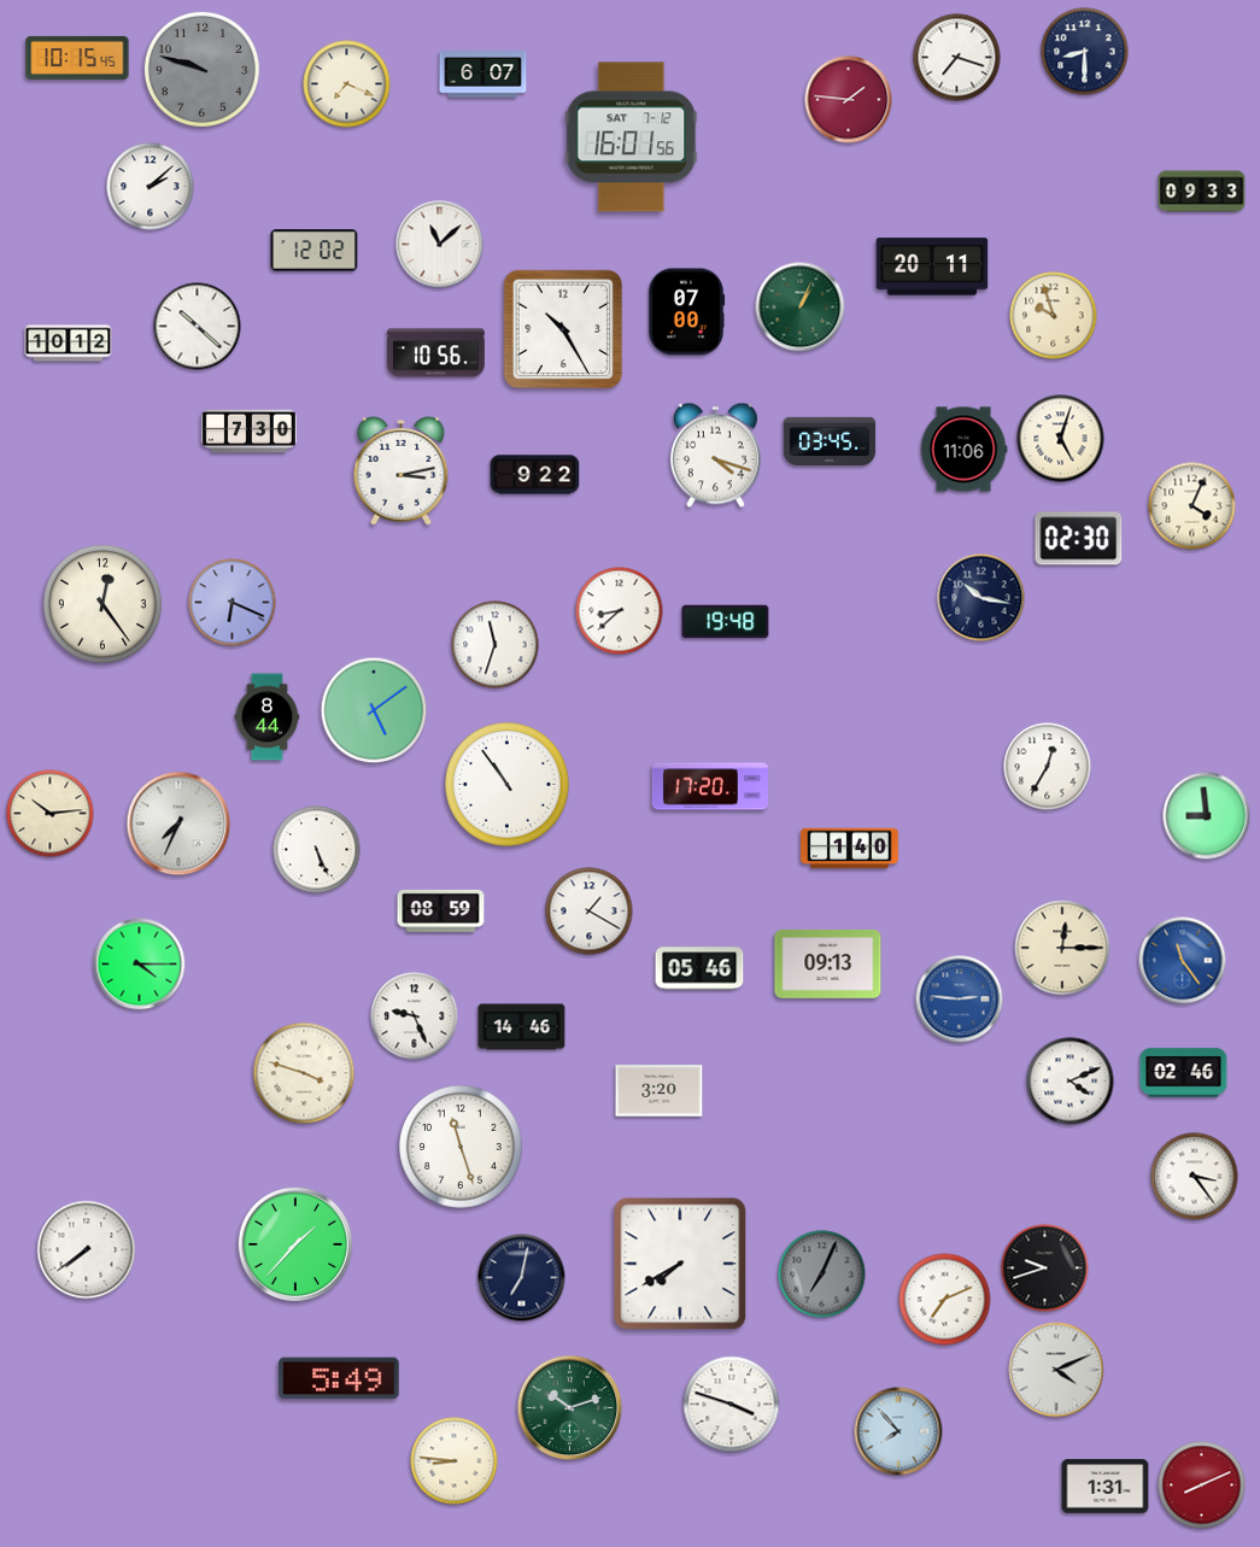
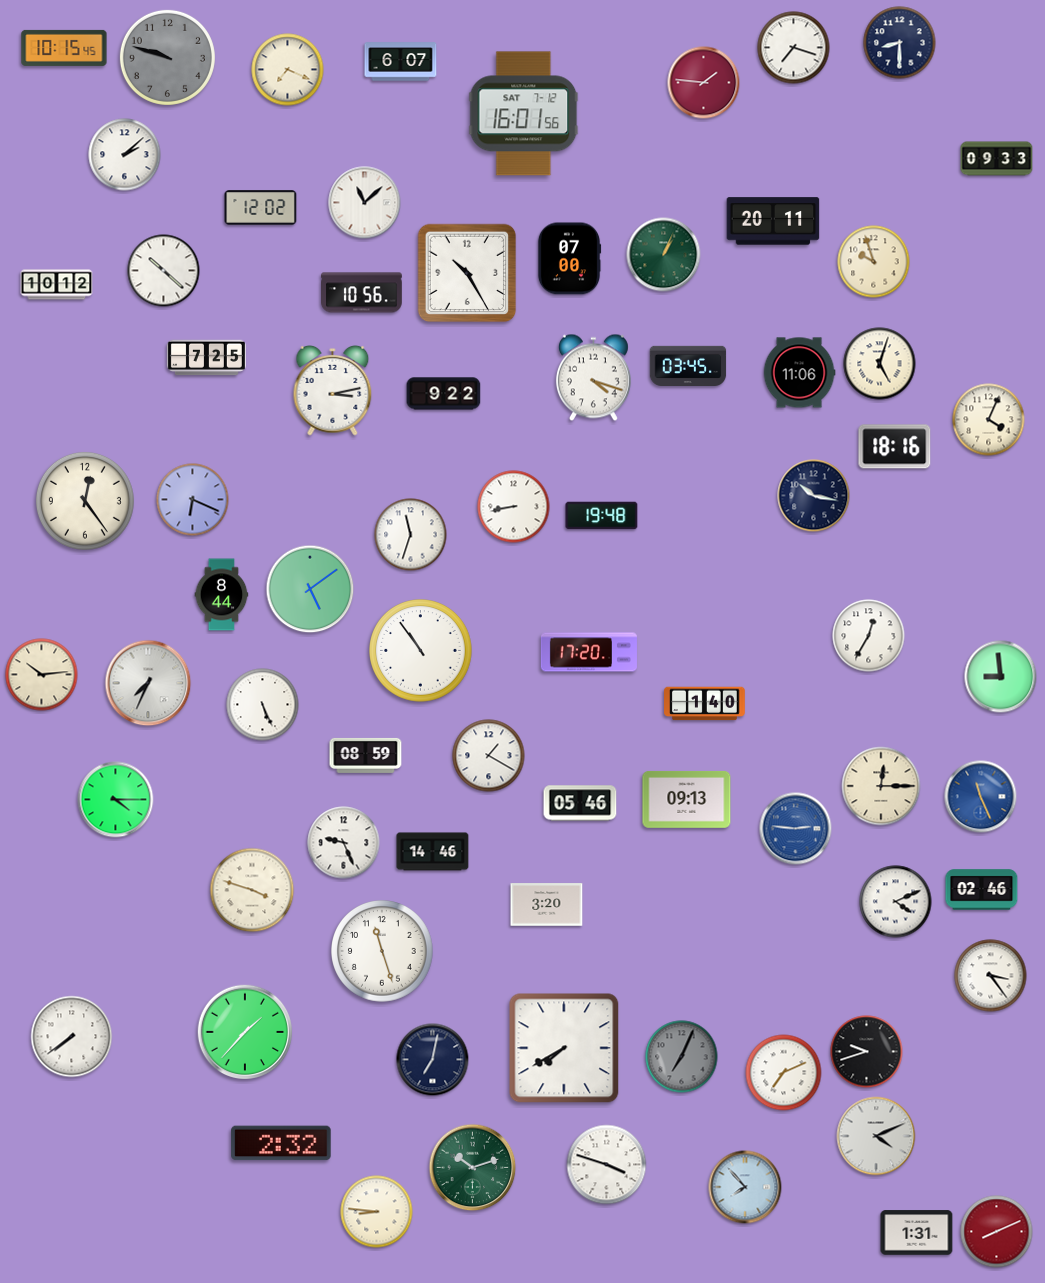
clock at (248, 432): 7:30 -> 7:25
clock at (1079, 539): 02:30 -> 18:16
clock at (620, 611): 8:38 -> 8:43
clock at (1183, 961): 11:24 -> 11:26
clock at (1071, 1082) position: (1071, 1082) -> (896, 902)
clock at (945, 1300) position: (945, 1300) -> (784, 1073)
clock at (339, 1378): 5:49 -> 2:32
